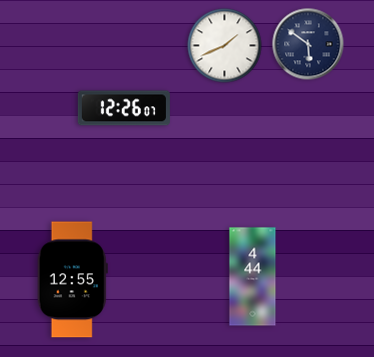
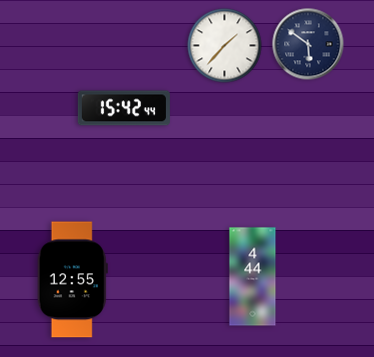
clock at (225, 46): 1:41 -> 1:37
clock at (124, 108): 12:26 -> 15:42
